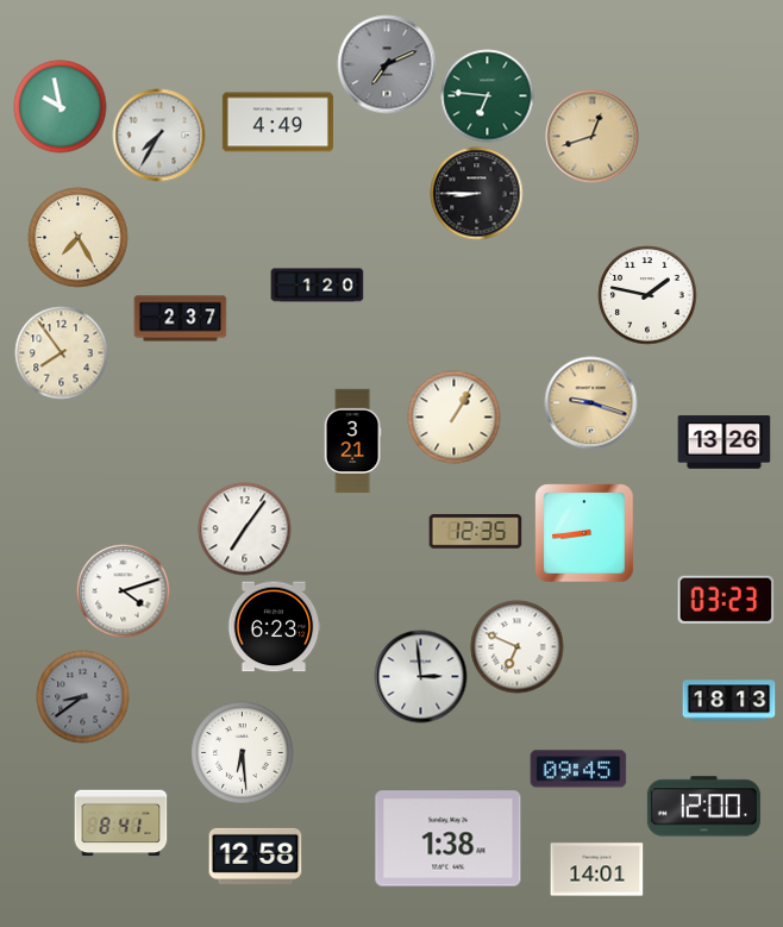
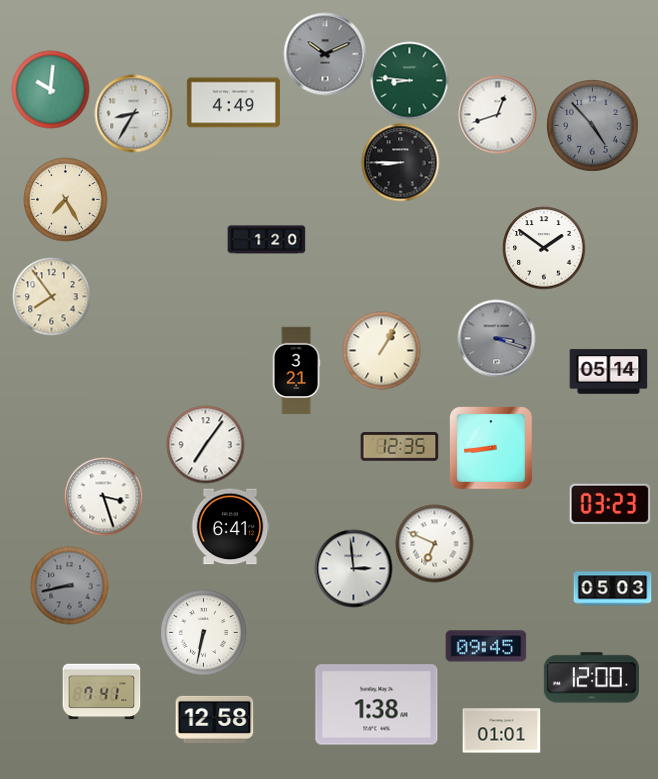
clock at (387, 64): 7:11 -> 10:11
clock at (487, 95): 6:46 -> 8:46
clock at (59, 106): 9:58 -> 10:01
clock at (158, 134): 7:35 -> 8:35
clock at (591, 136) dial: champagne -> white
clock at (593, 126): none -> 4:53
clock at (647, 295): 1:47 -> 1:51
clock at (180, 319): 2:37 -> none
clock at (590, 402): 9:18 -> 3:18
clock at (590, 402) dial: champagne -> grey
clock at (724, 443): 13:26 -> 05:14
clock at (123, 590): 4:12 -> 3:27
clock at (274, 627): 6:23 -> 6:41
clock at (82, 696): 8:39 -> 8:43
clock at (728, 701): 18:13 -> 05:03
clock at (242, 752): 6:29 -> 6:32
clock at (120, 823): 8:41 -> 7:41
clock at (596, 870): 14:01 -> 01:01
